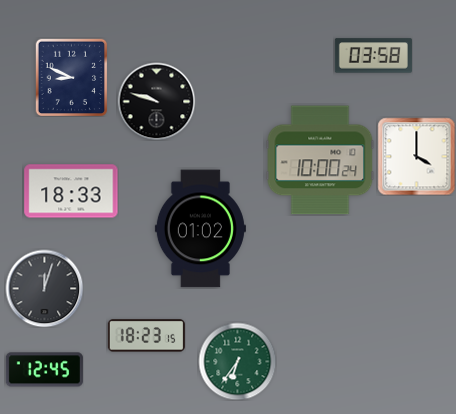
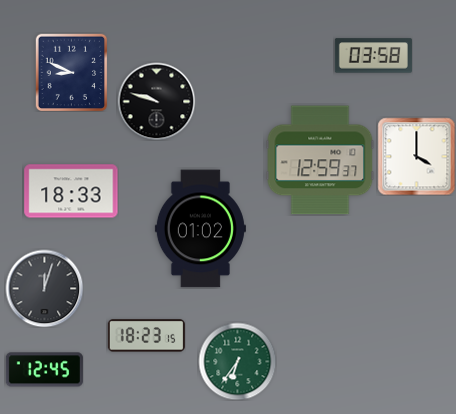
clock at (72, 77) position: (72, 77) -> (72, 72)
clock at (320, 160): 10:00 -> 12:59
